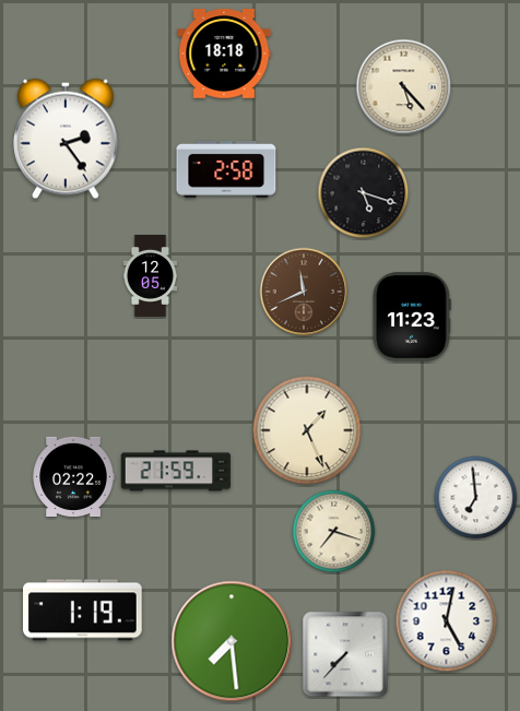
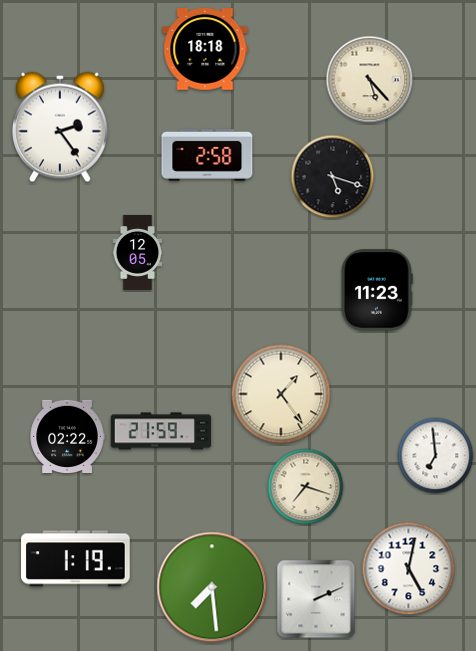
clock at (304, 292): 11:41 -> none
clock at (307, 430): 1:26 -> 1:24
clock at (345, 654): 7:37 -> 2:11
